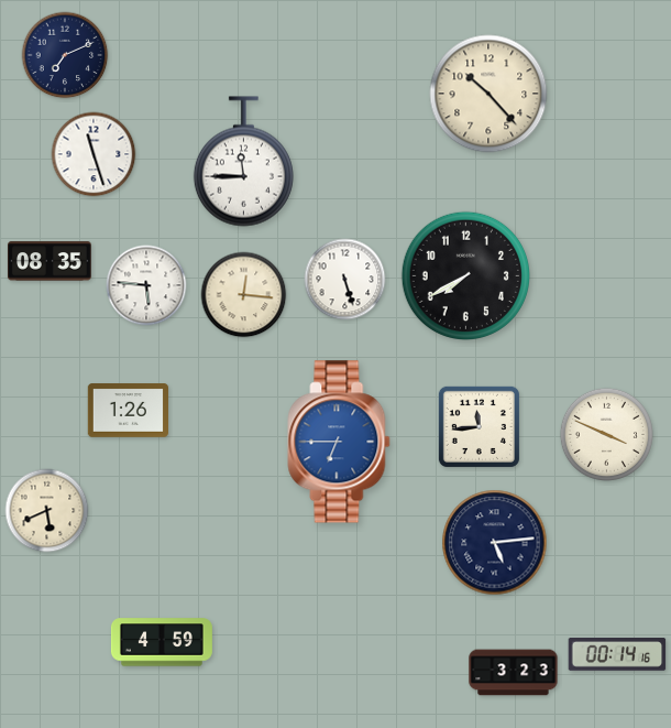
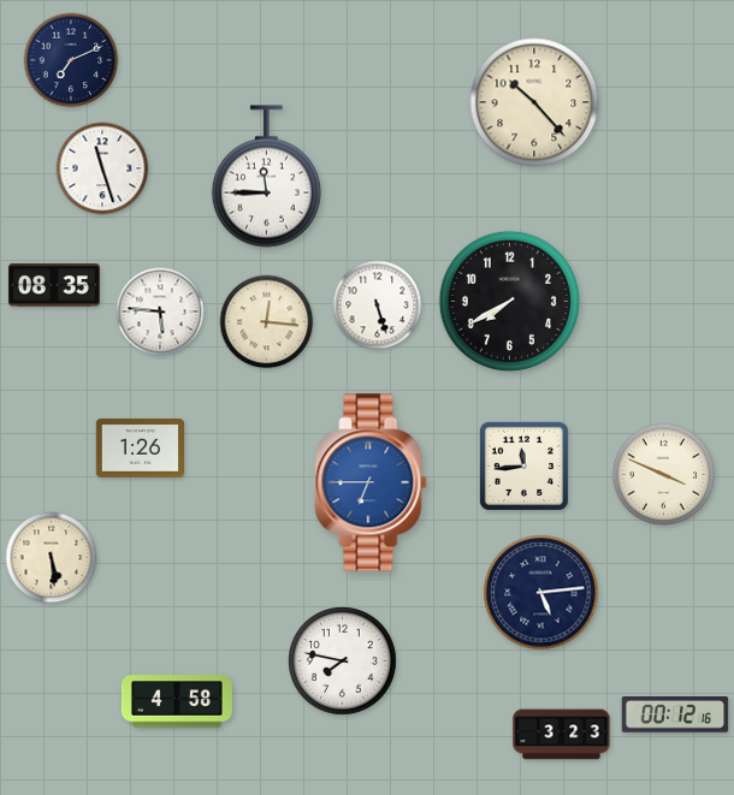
clock at (47, 511): 5:41 -> 5:29
clock at (343, 661): none -> 7:47
clock at (162, 642): 4:59 -> 4:58
clock at (617, 654): 00:14 -> 00:12
